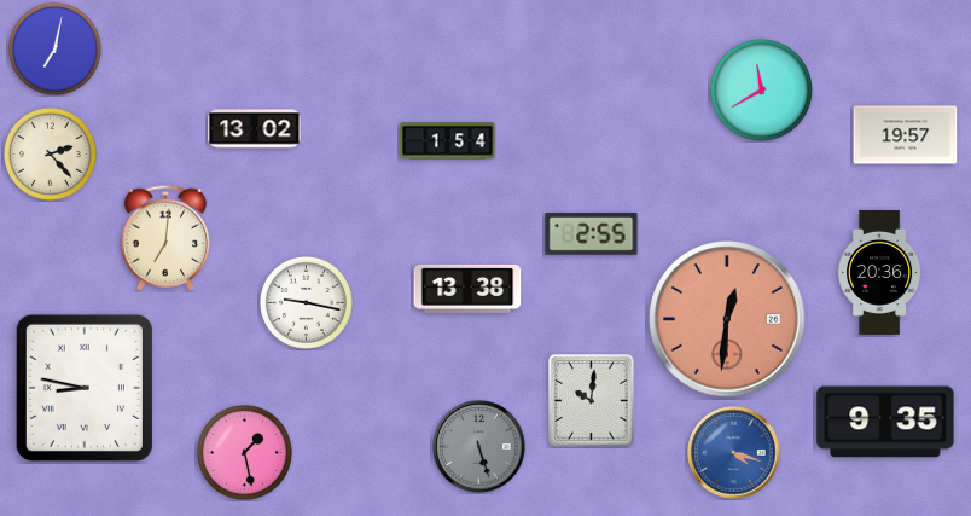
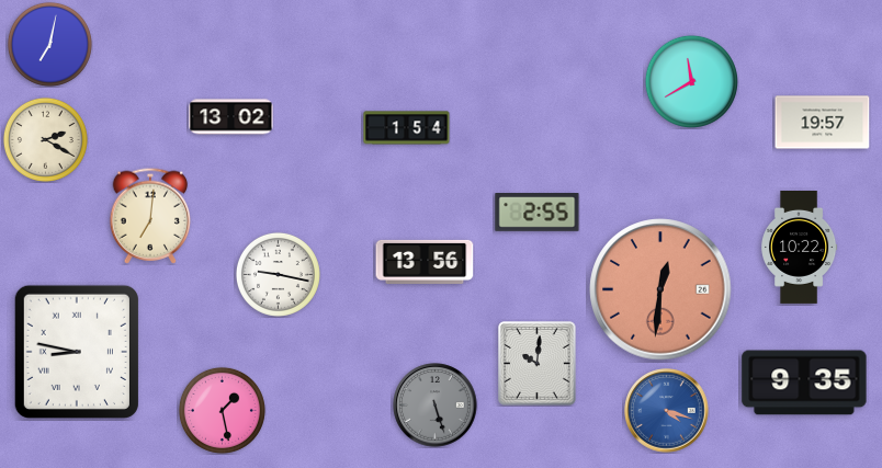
clock at (50, 153): 2:23 -> 2:20
clock at (879, 272): 20:36 -> 10:22
clock at (467, 289): 13:38 -> 13:56
